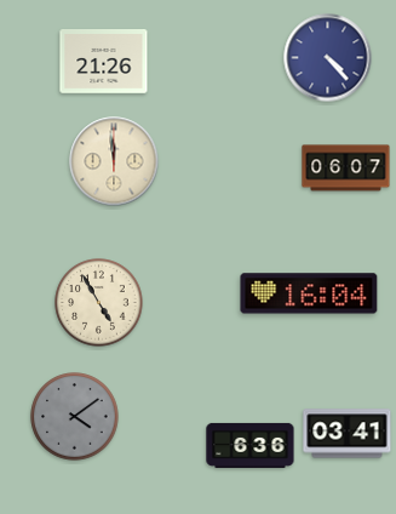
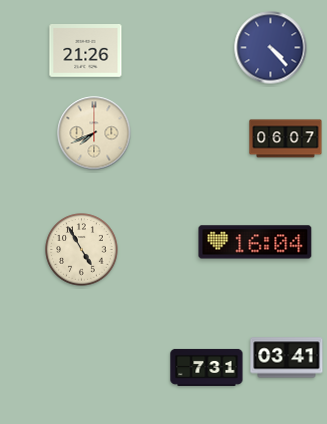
clock at (114, 161): 11:59 -> 7:41
clock at (75, 417): 4:09 -> none
clock at (251, 445): 6:36 -> 7:31
